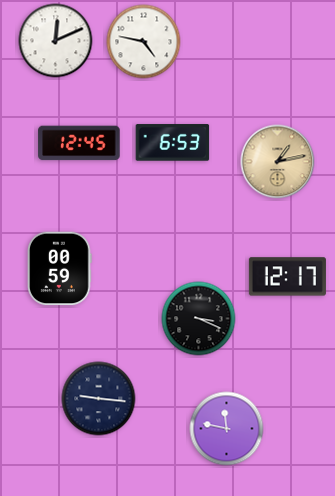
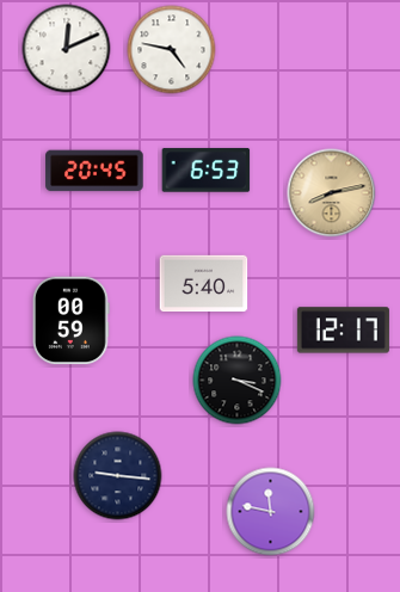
clock at (79, 143): 12:45 -> 20:45
clock at (278, 162): 1:13 -> 8:13
clock at (204, 284): none -> 5:40
